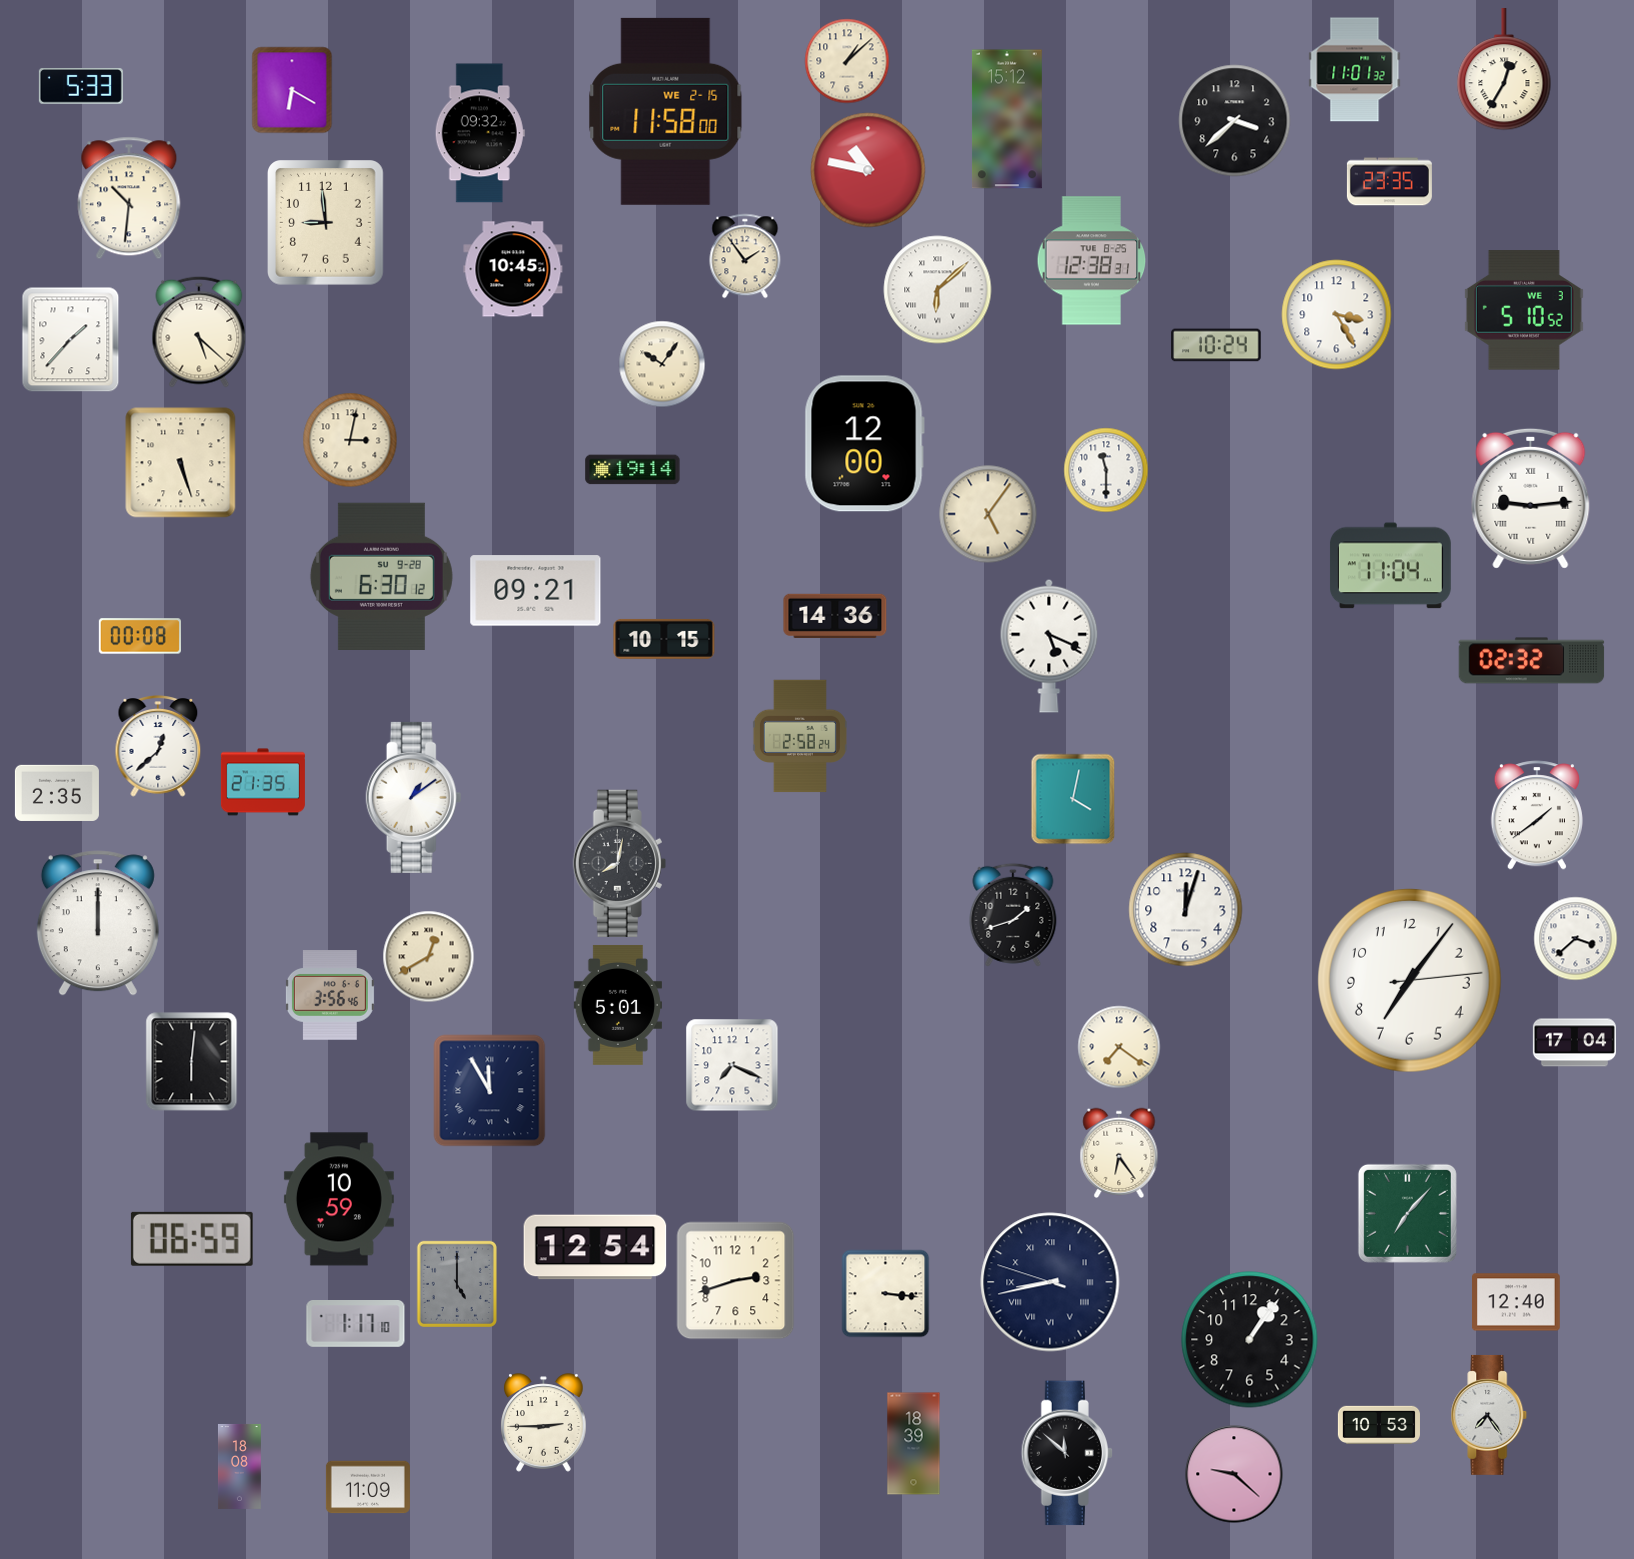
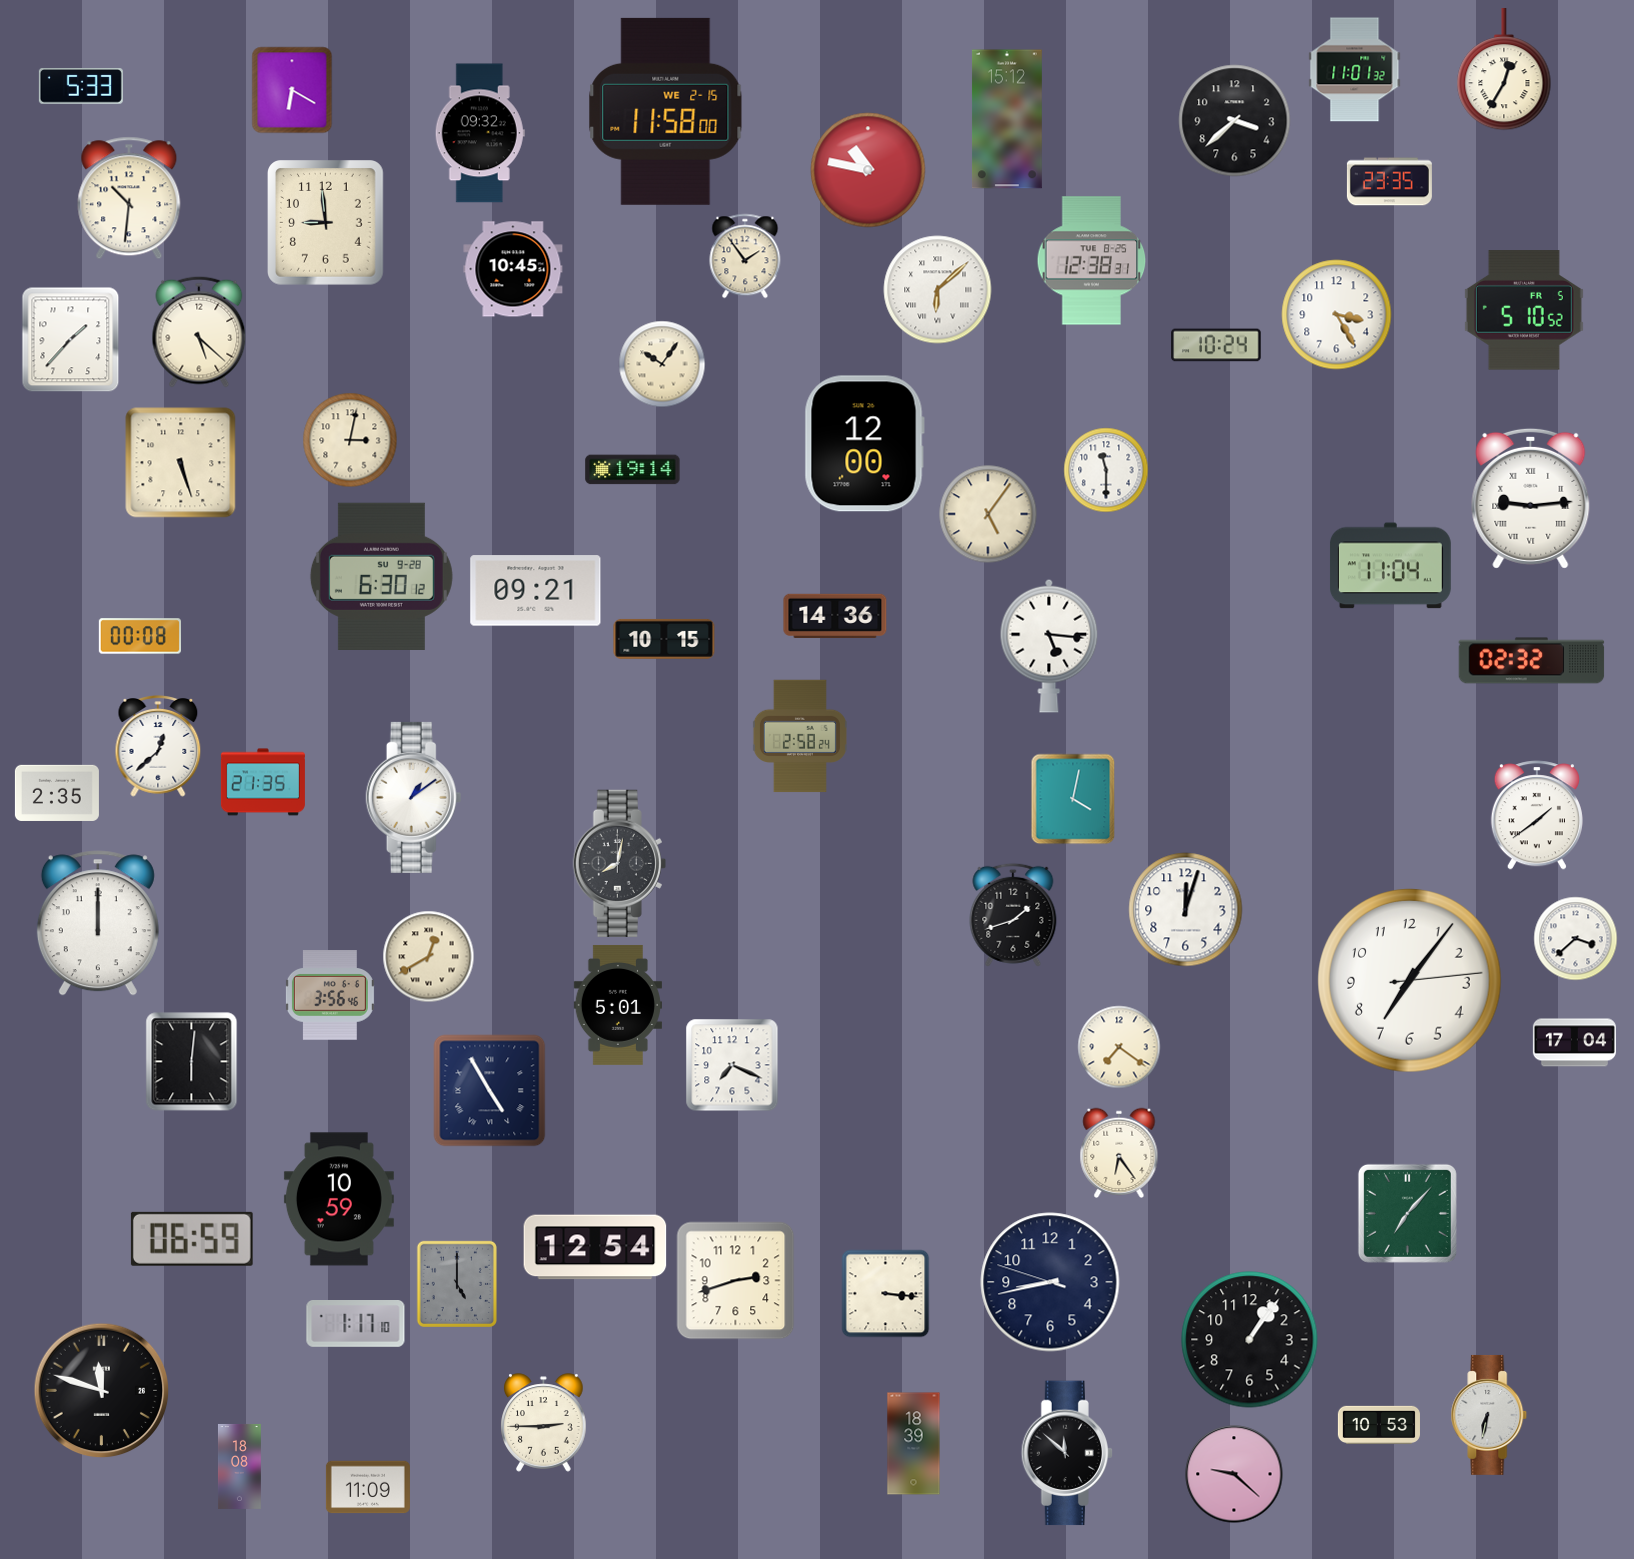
clock at (847, 61): 1:08 -> none
clock at (1524, 310) date: WE 3 -> FR 5
clock at (1049, 646): 5:19 -> 5:16
clock at (490, 1091): 11:55 -> 4:55
clock at (1050, 1282) numerals: Roman -> Arabic
clock at (1517, 1302): 12:40 -> none
clock at (102, 1391): none -> 11:48
clock at (1489, 1415): 7:24 -> 6:32
